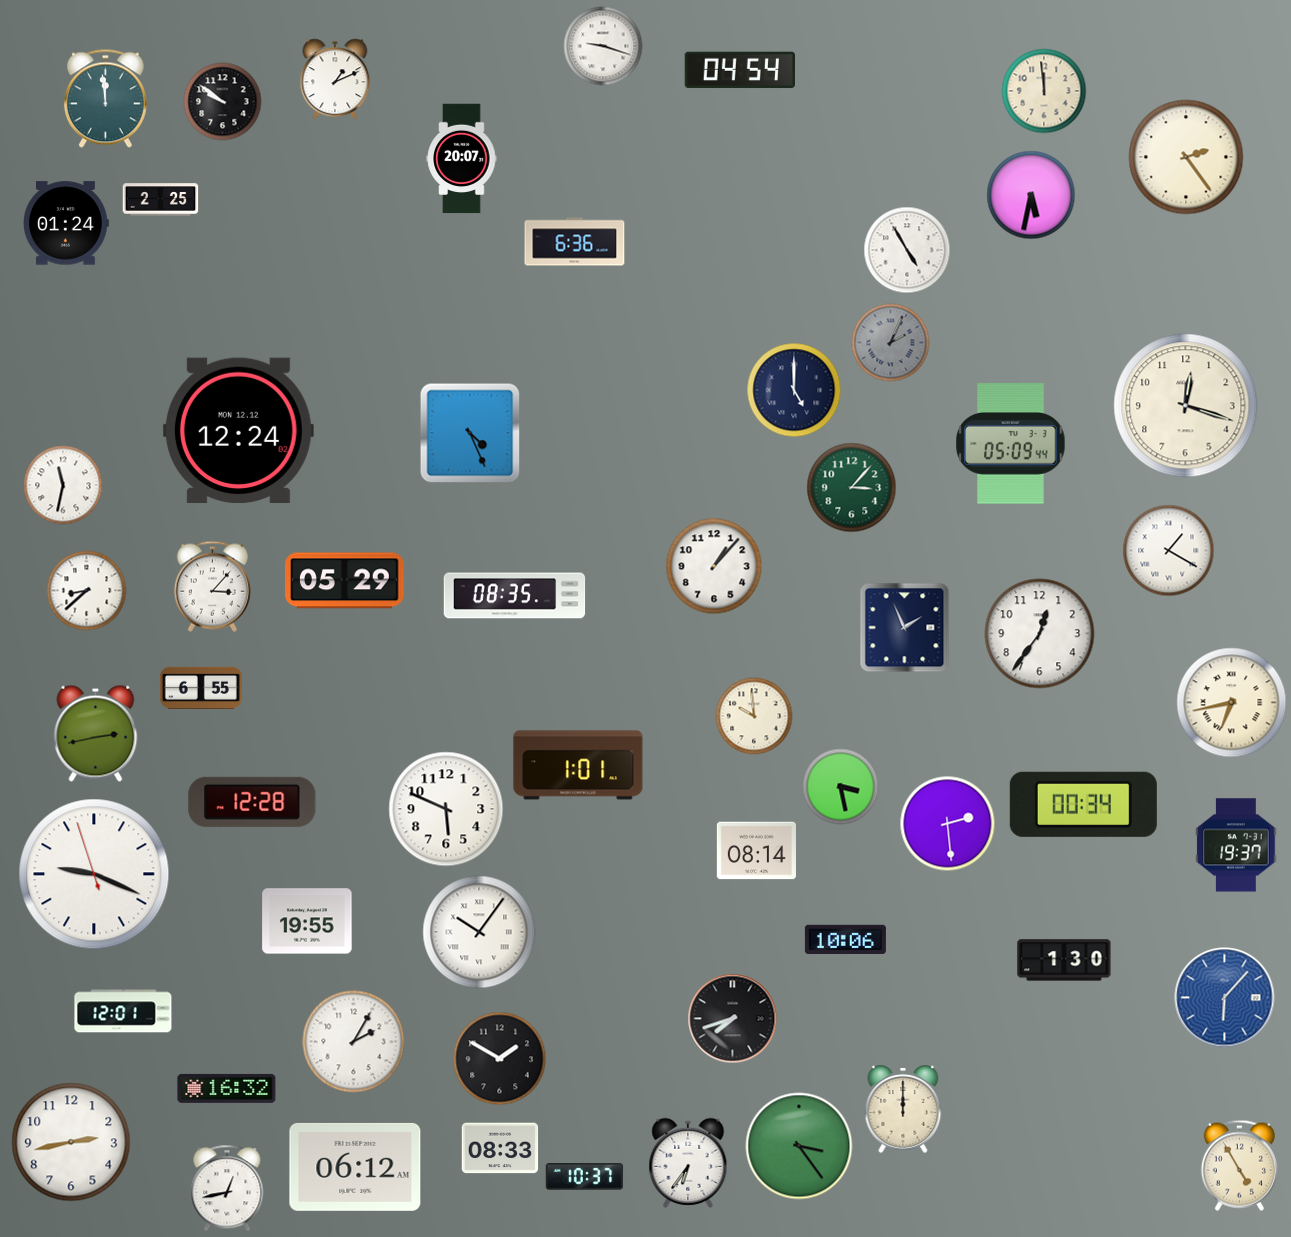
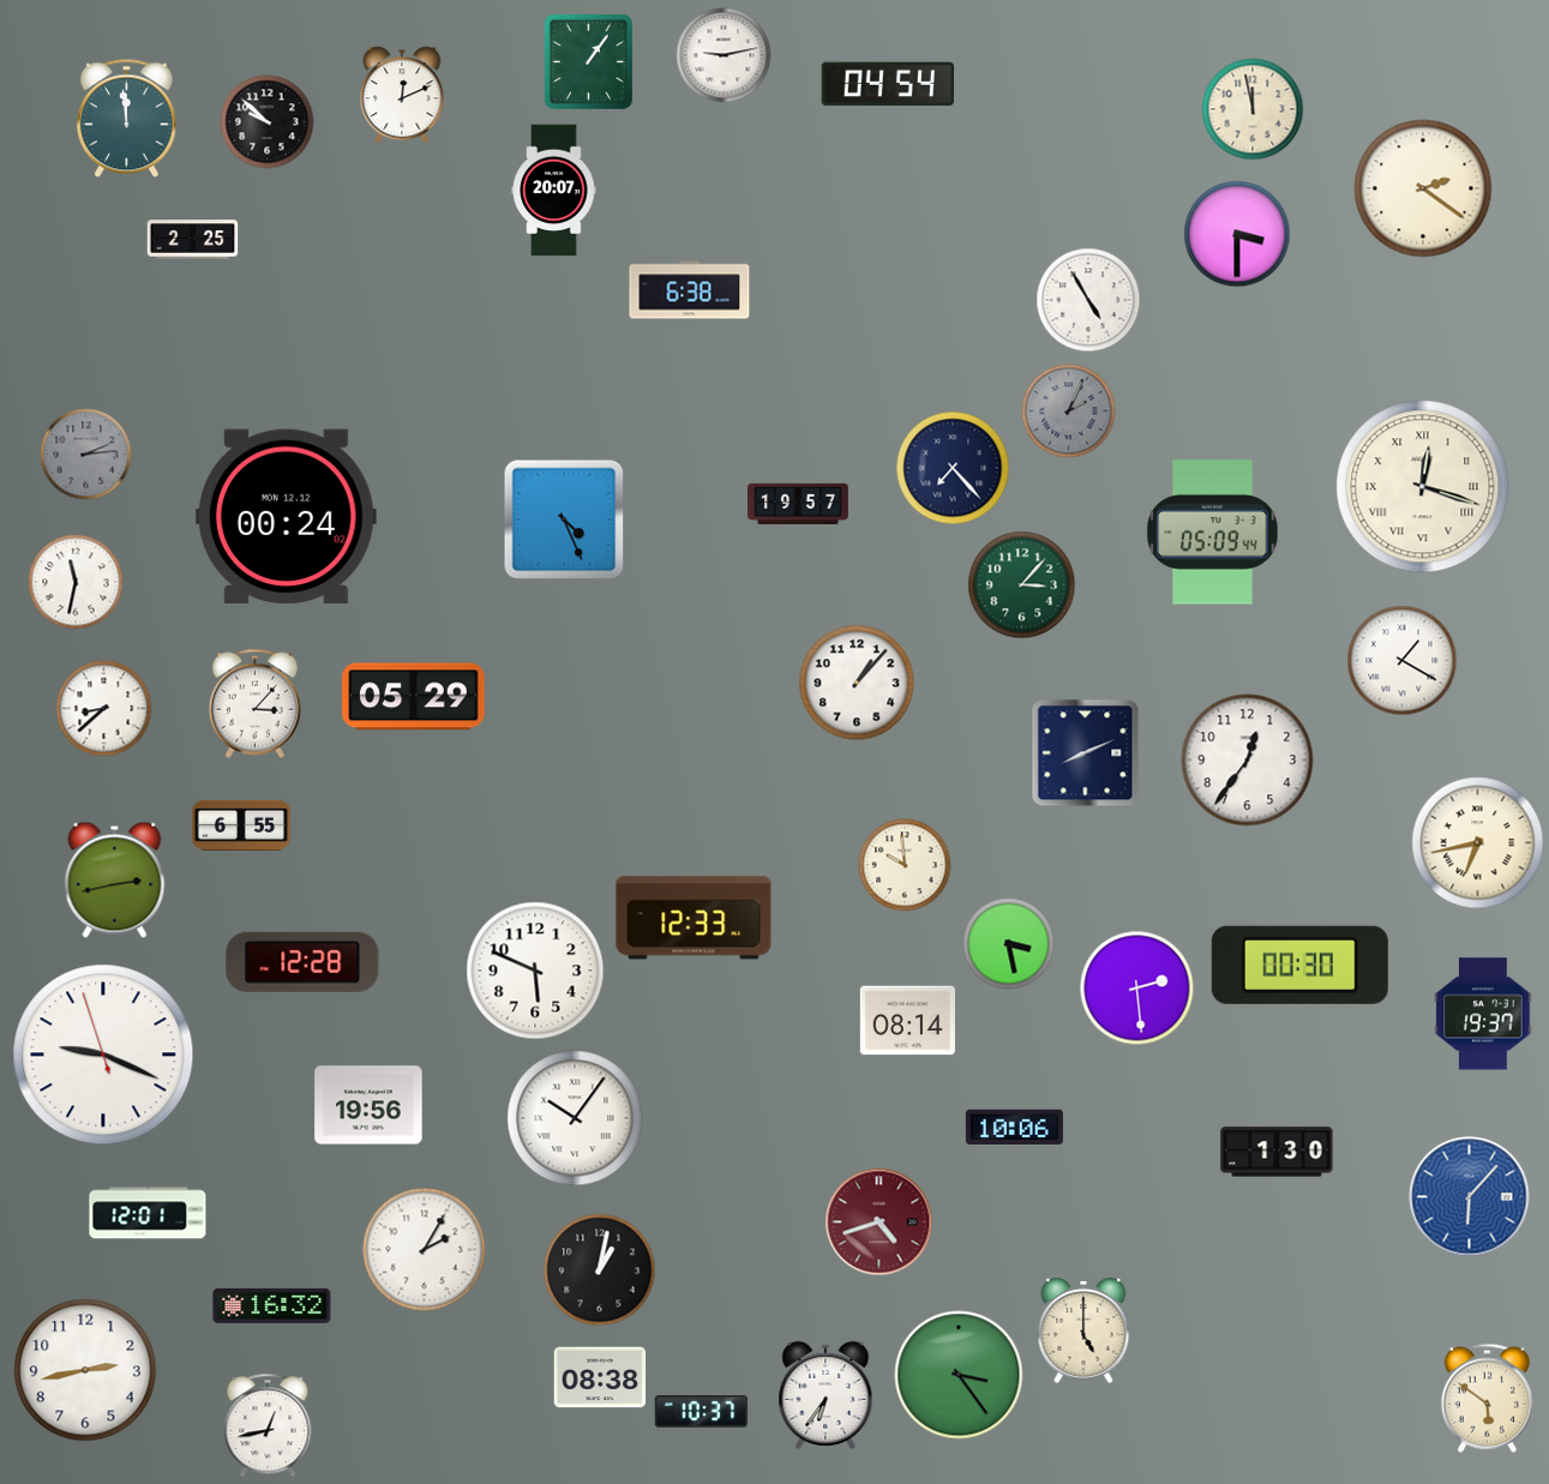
clock at (603, 46): 9:18 -> 9:13
clock at (588, 61): none -> 1:06
clock at (335, 79): 1:11 -> 12:11
clock at (1044, 91): 11:59 -> 11:58
clock at (223, 102): 9:51 -> 9:52
clock at (1186, 157): 2:24 -> 2:21
clock at (1031, 195): 5:32 -> 3:30
clock at (67, 223): 01:24 -> none
clock at (575, 242): 6:36 -> 6:38
clock at (86, 455): none -> 2:14
clock at (794, 390): 5:00 -> 7:23
clock at (1186, 406) numerals: Arabic -> Roman
clock at (799, 503): none -> 19:57
clock at (238, 430): 12:24 -> 00:24
clock at (714, 566) position: (714, 566) -> (857, 683)
clock at (515, 596): 08:35 -> none
clock at (905, 628): 1:56 -> 8:11
clock at (754, 716) position: (754, 716) -> (905, 865)
clock at (578, 765): 1:01 -> 12:33
clock at (1083, 804): 00:34 -> 00:30
clock at (94, 874) position: (94, 874) -> (103, 1055)
clock at (307, 921): 19:55 -> 19:56
clock at (733, 1019): 7:42 -> 4:42
clock at (733, 1019) dial: black -> burgundy
clock at (500, 1059): 1:50 -> 1:02
clock at (903, 1110): 12:00 -> 5:00
clock at (500, 1148): 08:33 -> 08:38
clock at (1239, 1165): 4:55 -> 5:51
clock at (355, 1167): 06:12 -> none
clock at (227, 1188) position: (227, 1188) -> (268, 1425)
